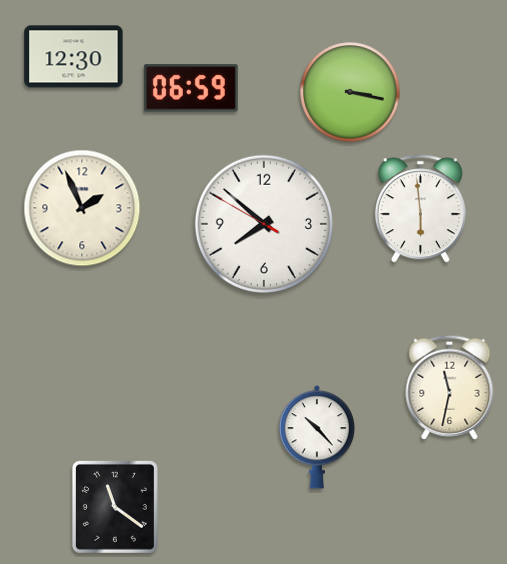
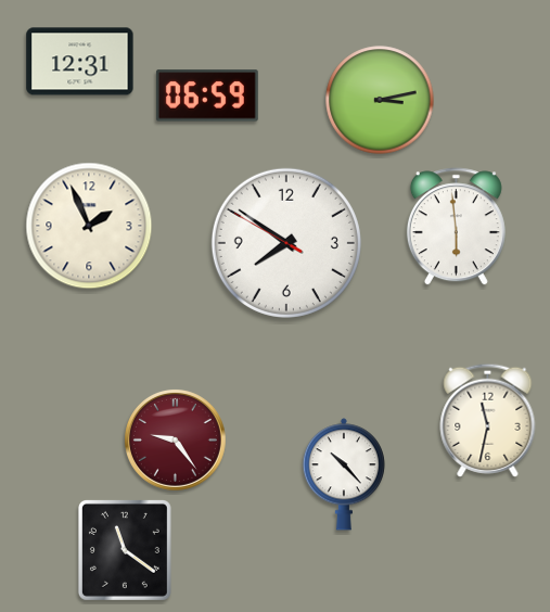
clock at (74, 57): 12:30 -> 12:31
clock at (350, 92): 3:17 -> 3:13
clock at (264, 224): 7:51 -> 7:50
clock at (175, 439): none -> 9:24
